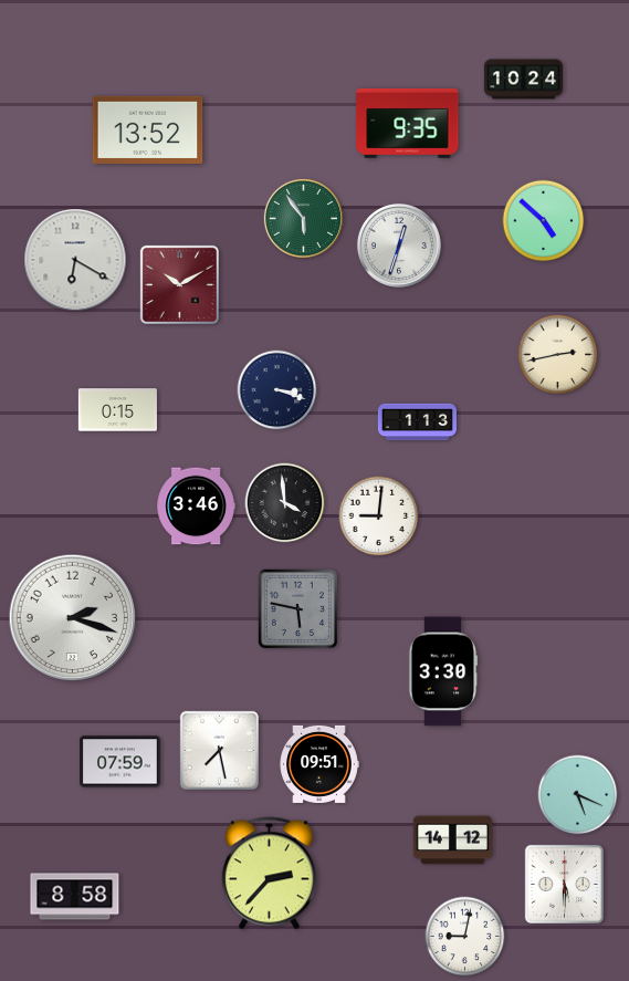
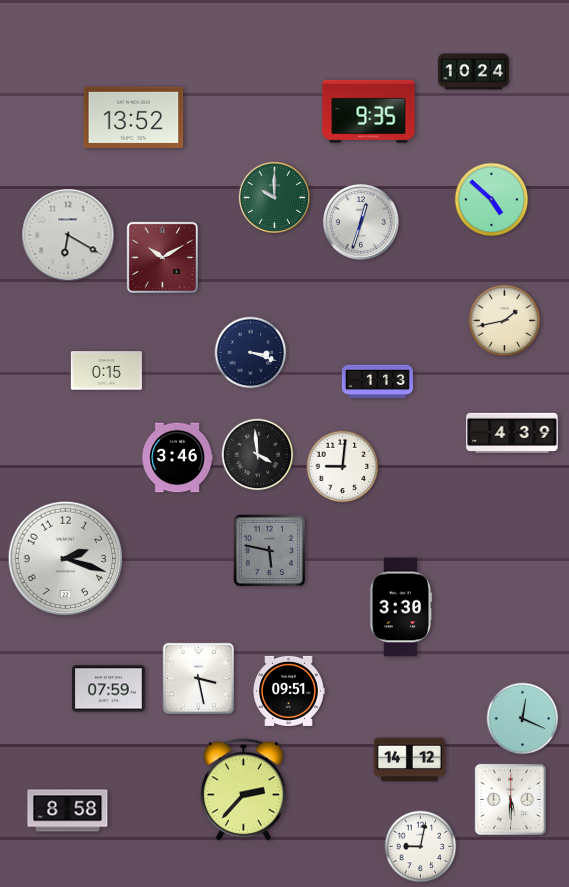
clock at (303, 218): 5:54 -> 10:00
clock at (558, 355): 2:43 -> 1:43
clock at (512, 433): none -> 4:39
clock at (219, 750): 7:28 -> 3:28
clock at (578, 795): 5:19 -> 12:19
